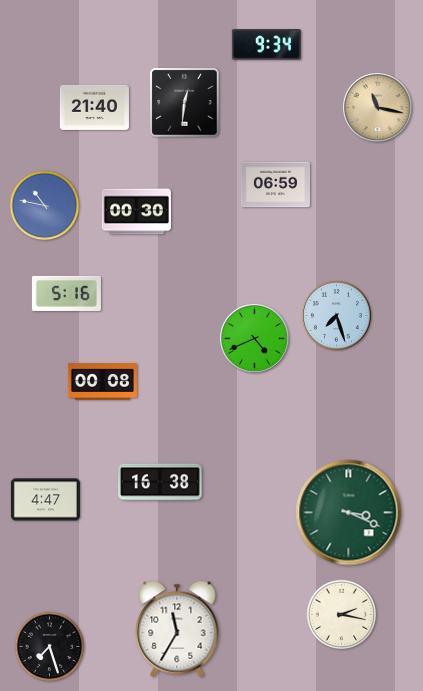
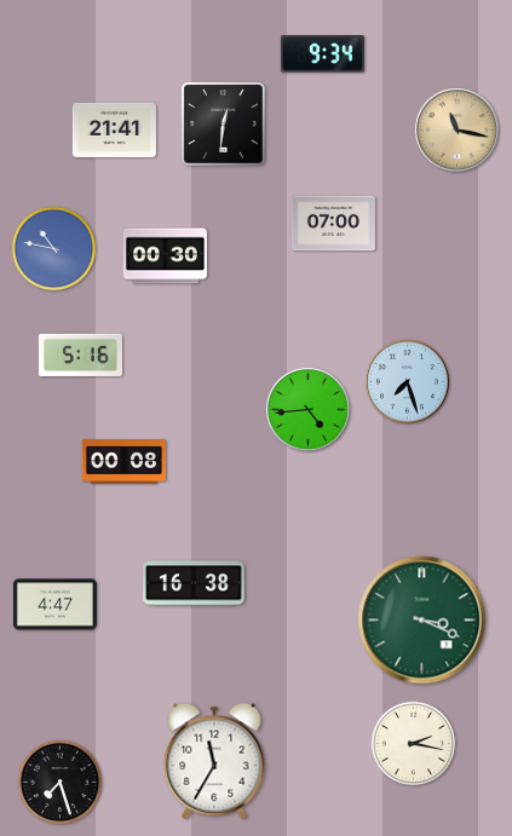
clock at (94, 107): 21:40 -> 21:41
clock at (275, 185): 06:59 -> 07:00
clock at (254, 338): 4:41 -> 4:44
